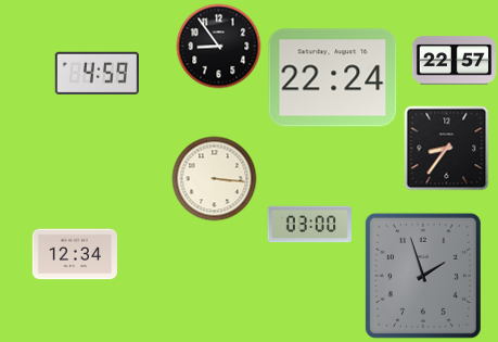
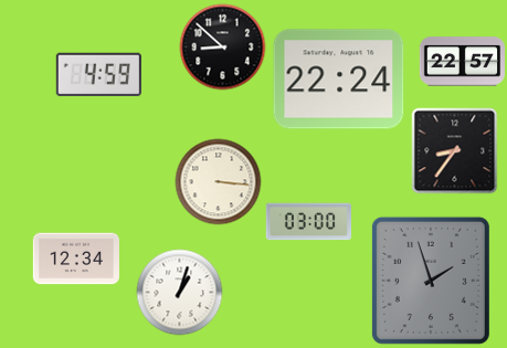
clock at (218, 46): 8:54 -> 8:52
clock at (309, 225) position: (309, 225) -> (308, 222)
clock at (179, 292): none -> 1:03
